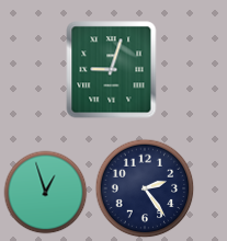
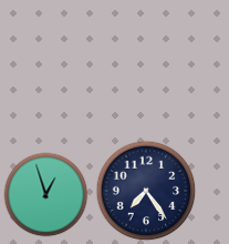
clock at (112, 70): 9:03 -> none
clock at (145, 188): 2:24 -> 7:24
